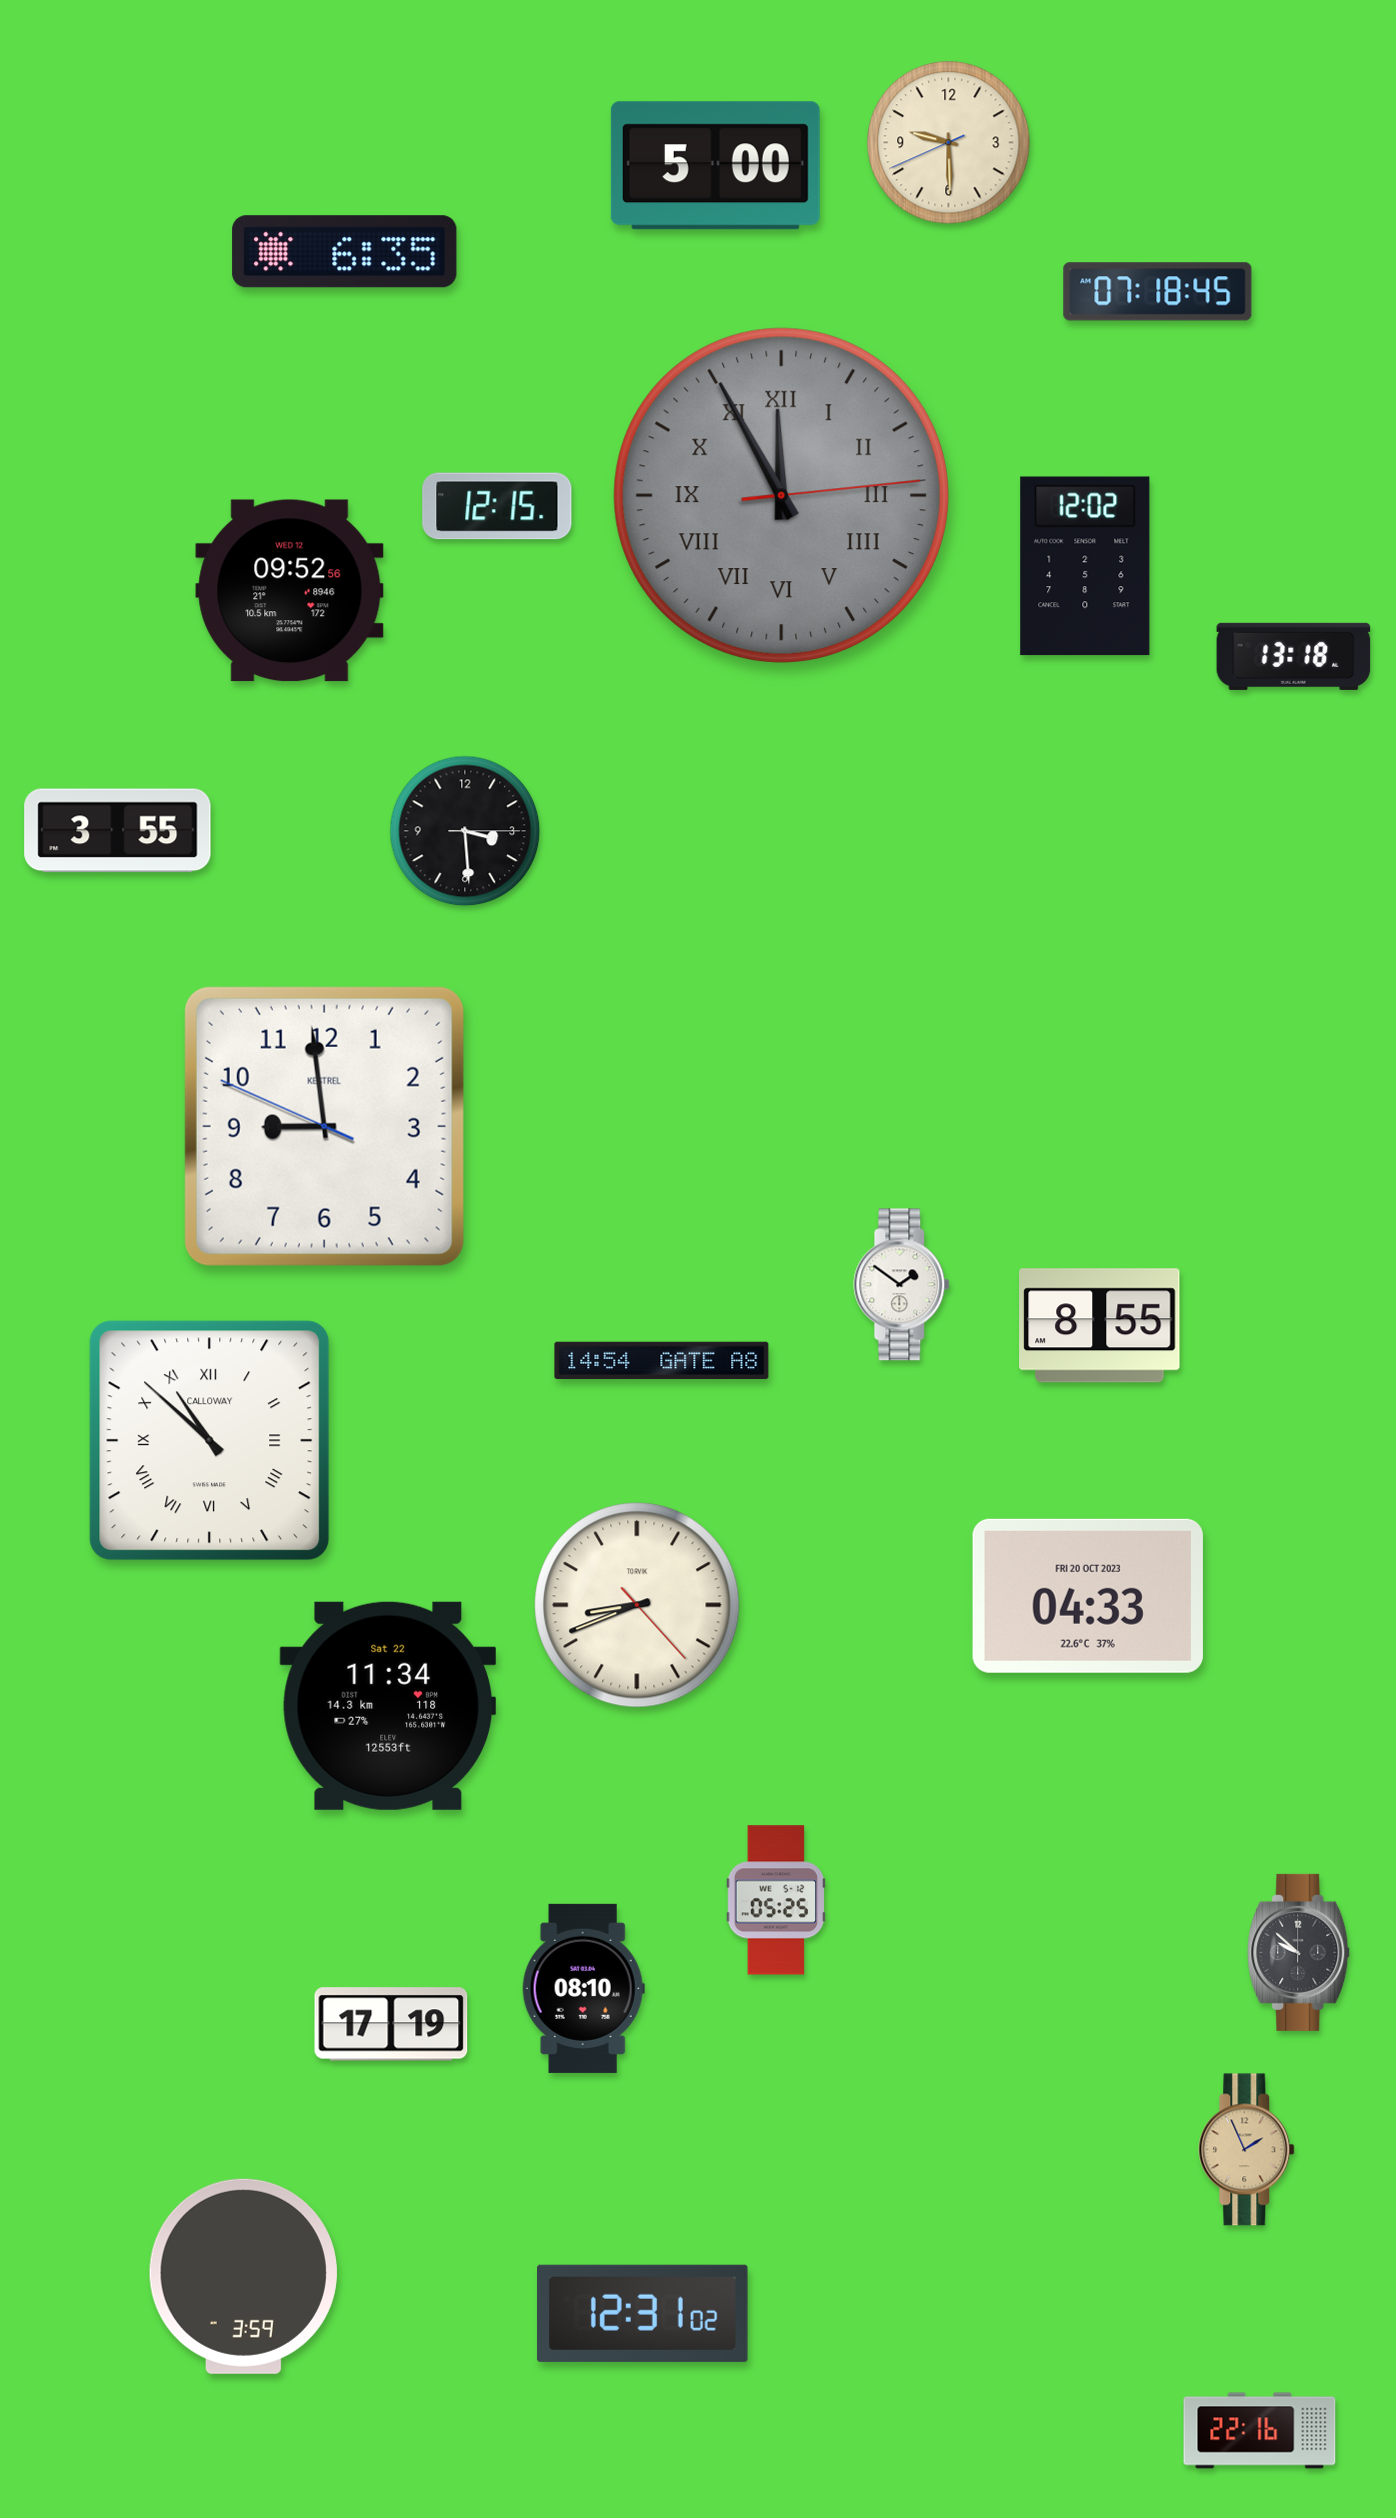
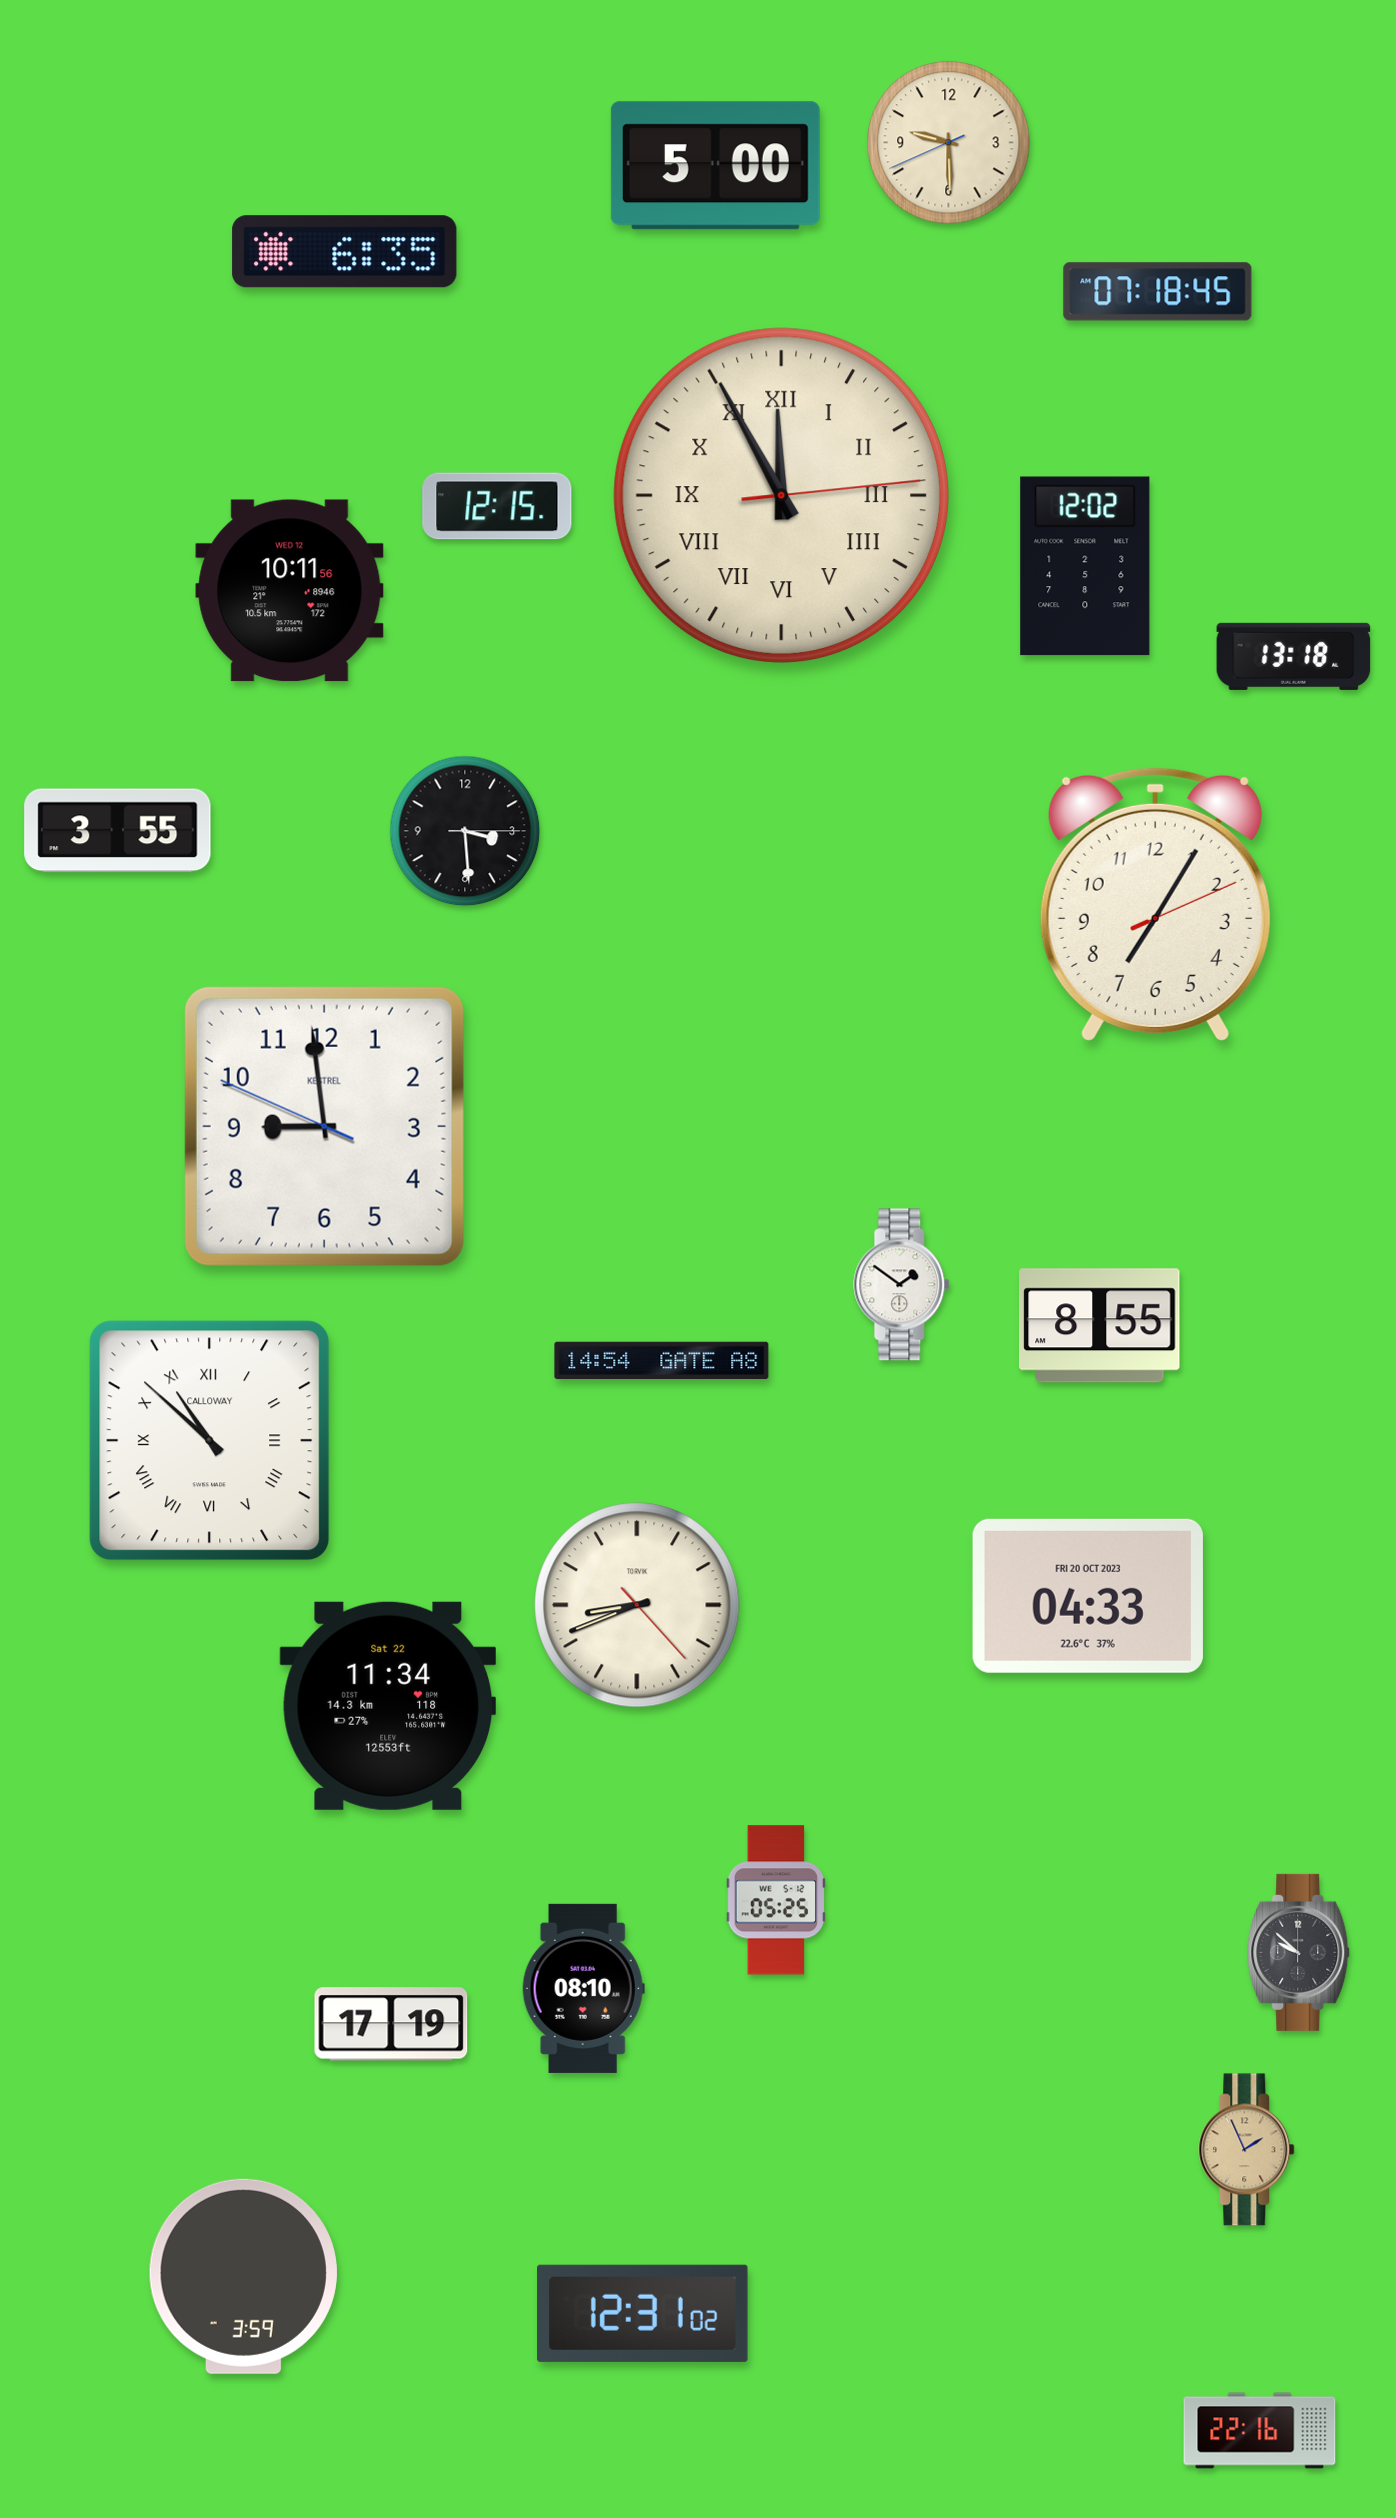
clock at (781, 495) dial: grey -> cream
clock at (290, 591): 09:52 -> 10:11
clock at (1155, 904): none -> 7:05
